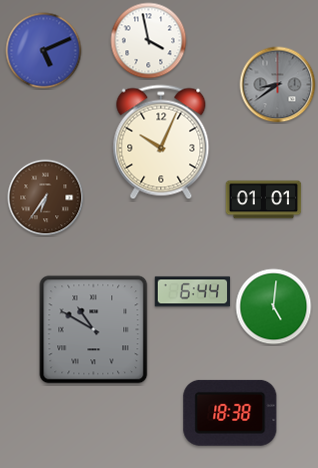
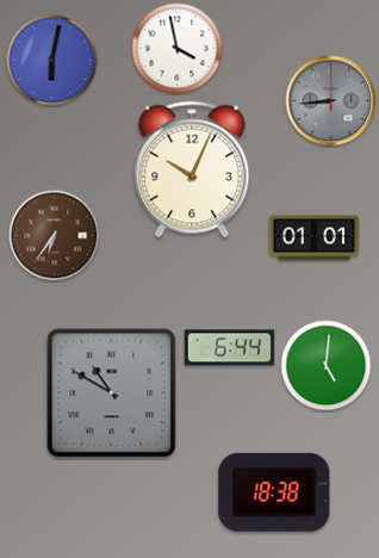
clock at (44, 51): 5:11 -> 6:02
clock at (278, 85): 8:39 -> 8:44
